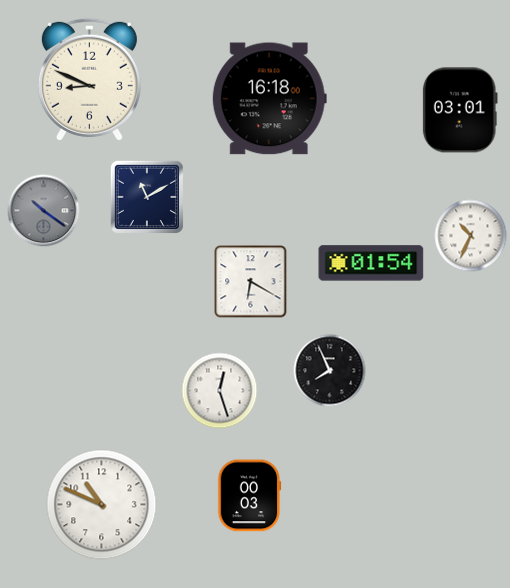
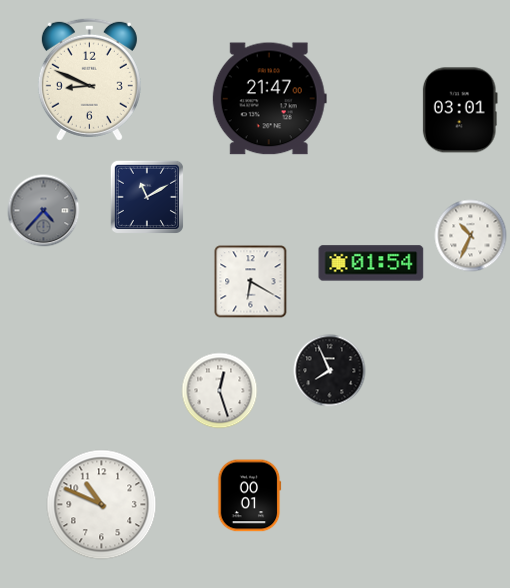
clock at (269, 99): 16:18 -> 21:47
clock at (44, 211): 10:21 -> 4:37
clock at (249, 496): 00:03 -> 00:01
